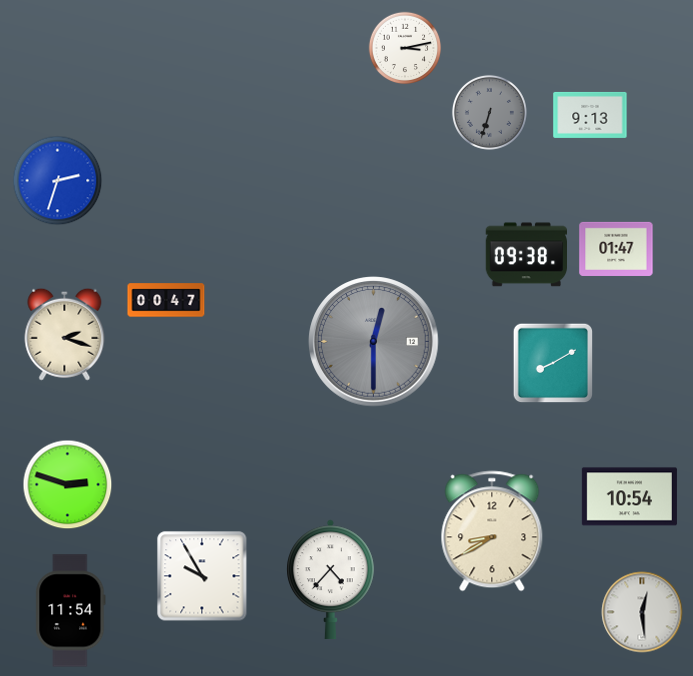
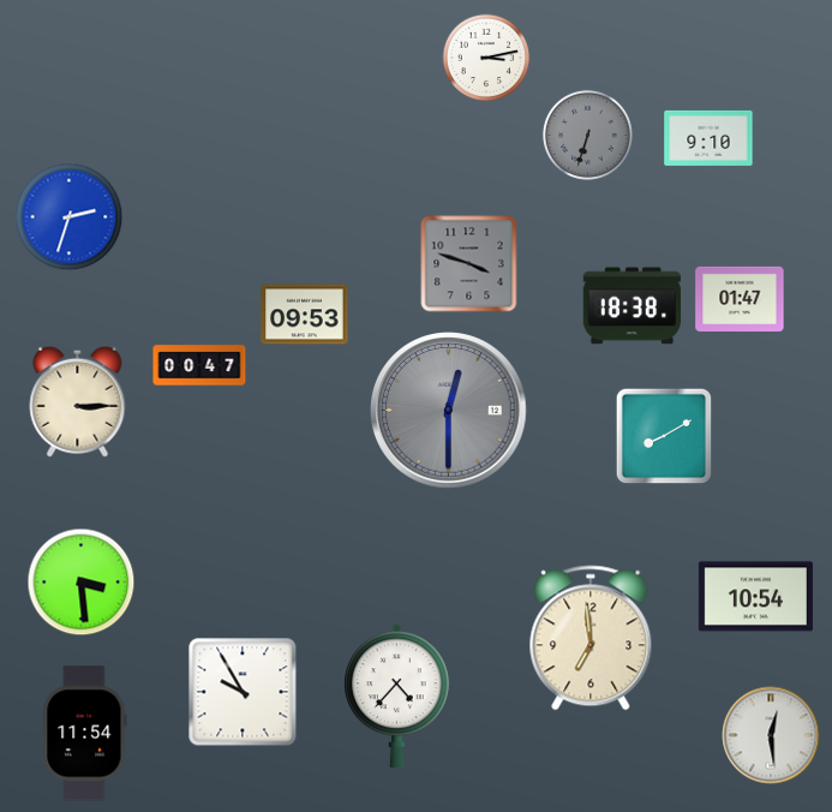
clock at (590, 115): 9:13 -> 9:10
clock at (469, 264): none -> 3:48
clock at (526, 255): 09:38 -> 18:38
clock at (305, 315): none -> 09:53
clock at (166, 300) position: (166, 300) -> (199, 365)
clock at (65, 334): 2:18 -> 3:15
clock at (68, 485): 2:48 -> 3:29
clock at (492, 531): 8:40 -> 6:59
